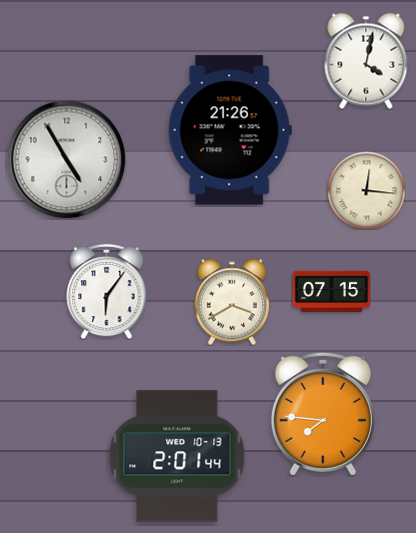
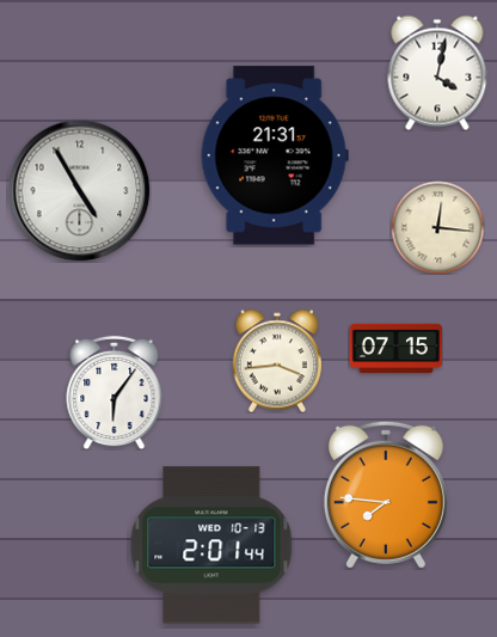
clock at (230, 130): 21:26 -> 21:31
clock at (107, 291) position: (107, 291) -> (115, 392)
clock at (232, 302): 3:40 -> 3:44
